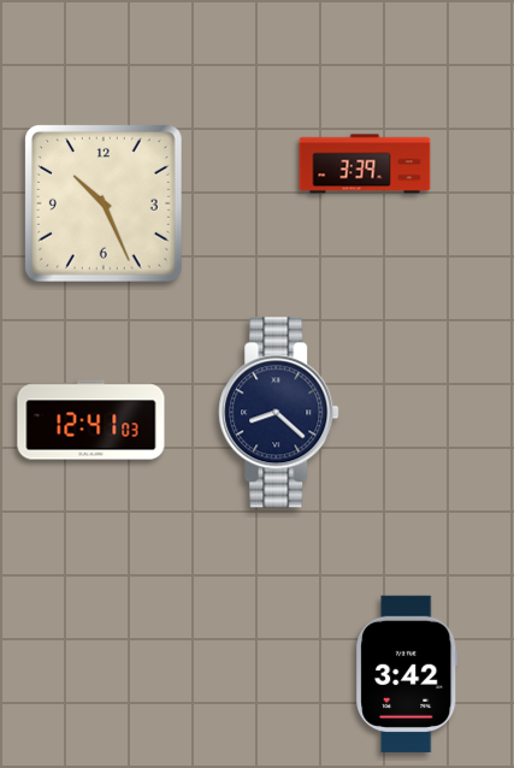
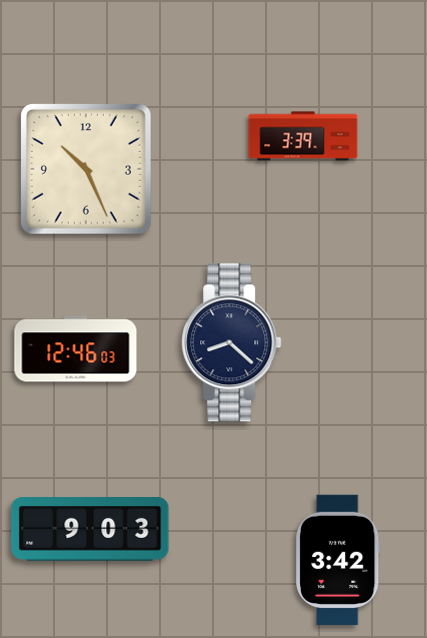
clock at (91, 420): 12:41 -> 12:46
clock at (90, 530): none -> 9:03
